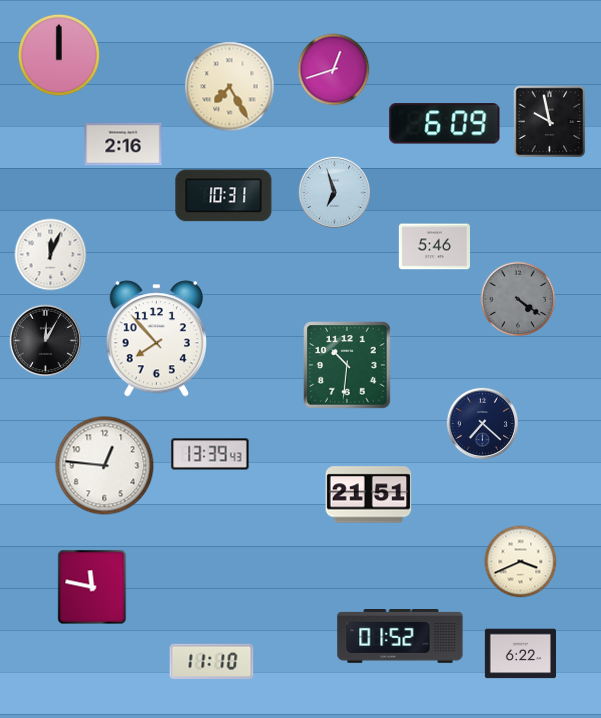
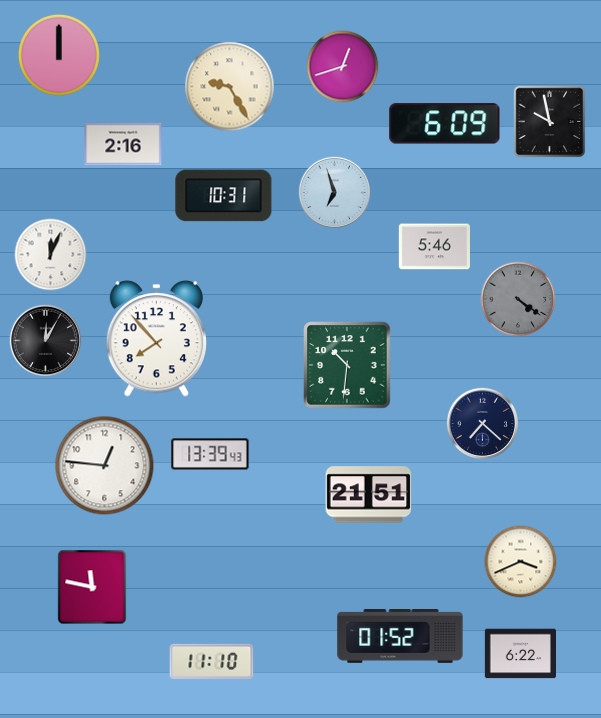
clock at (334, 70) position: (334, 70) -> (343, 67)
clock at (230, 87): 7:25 -> 9:25
